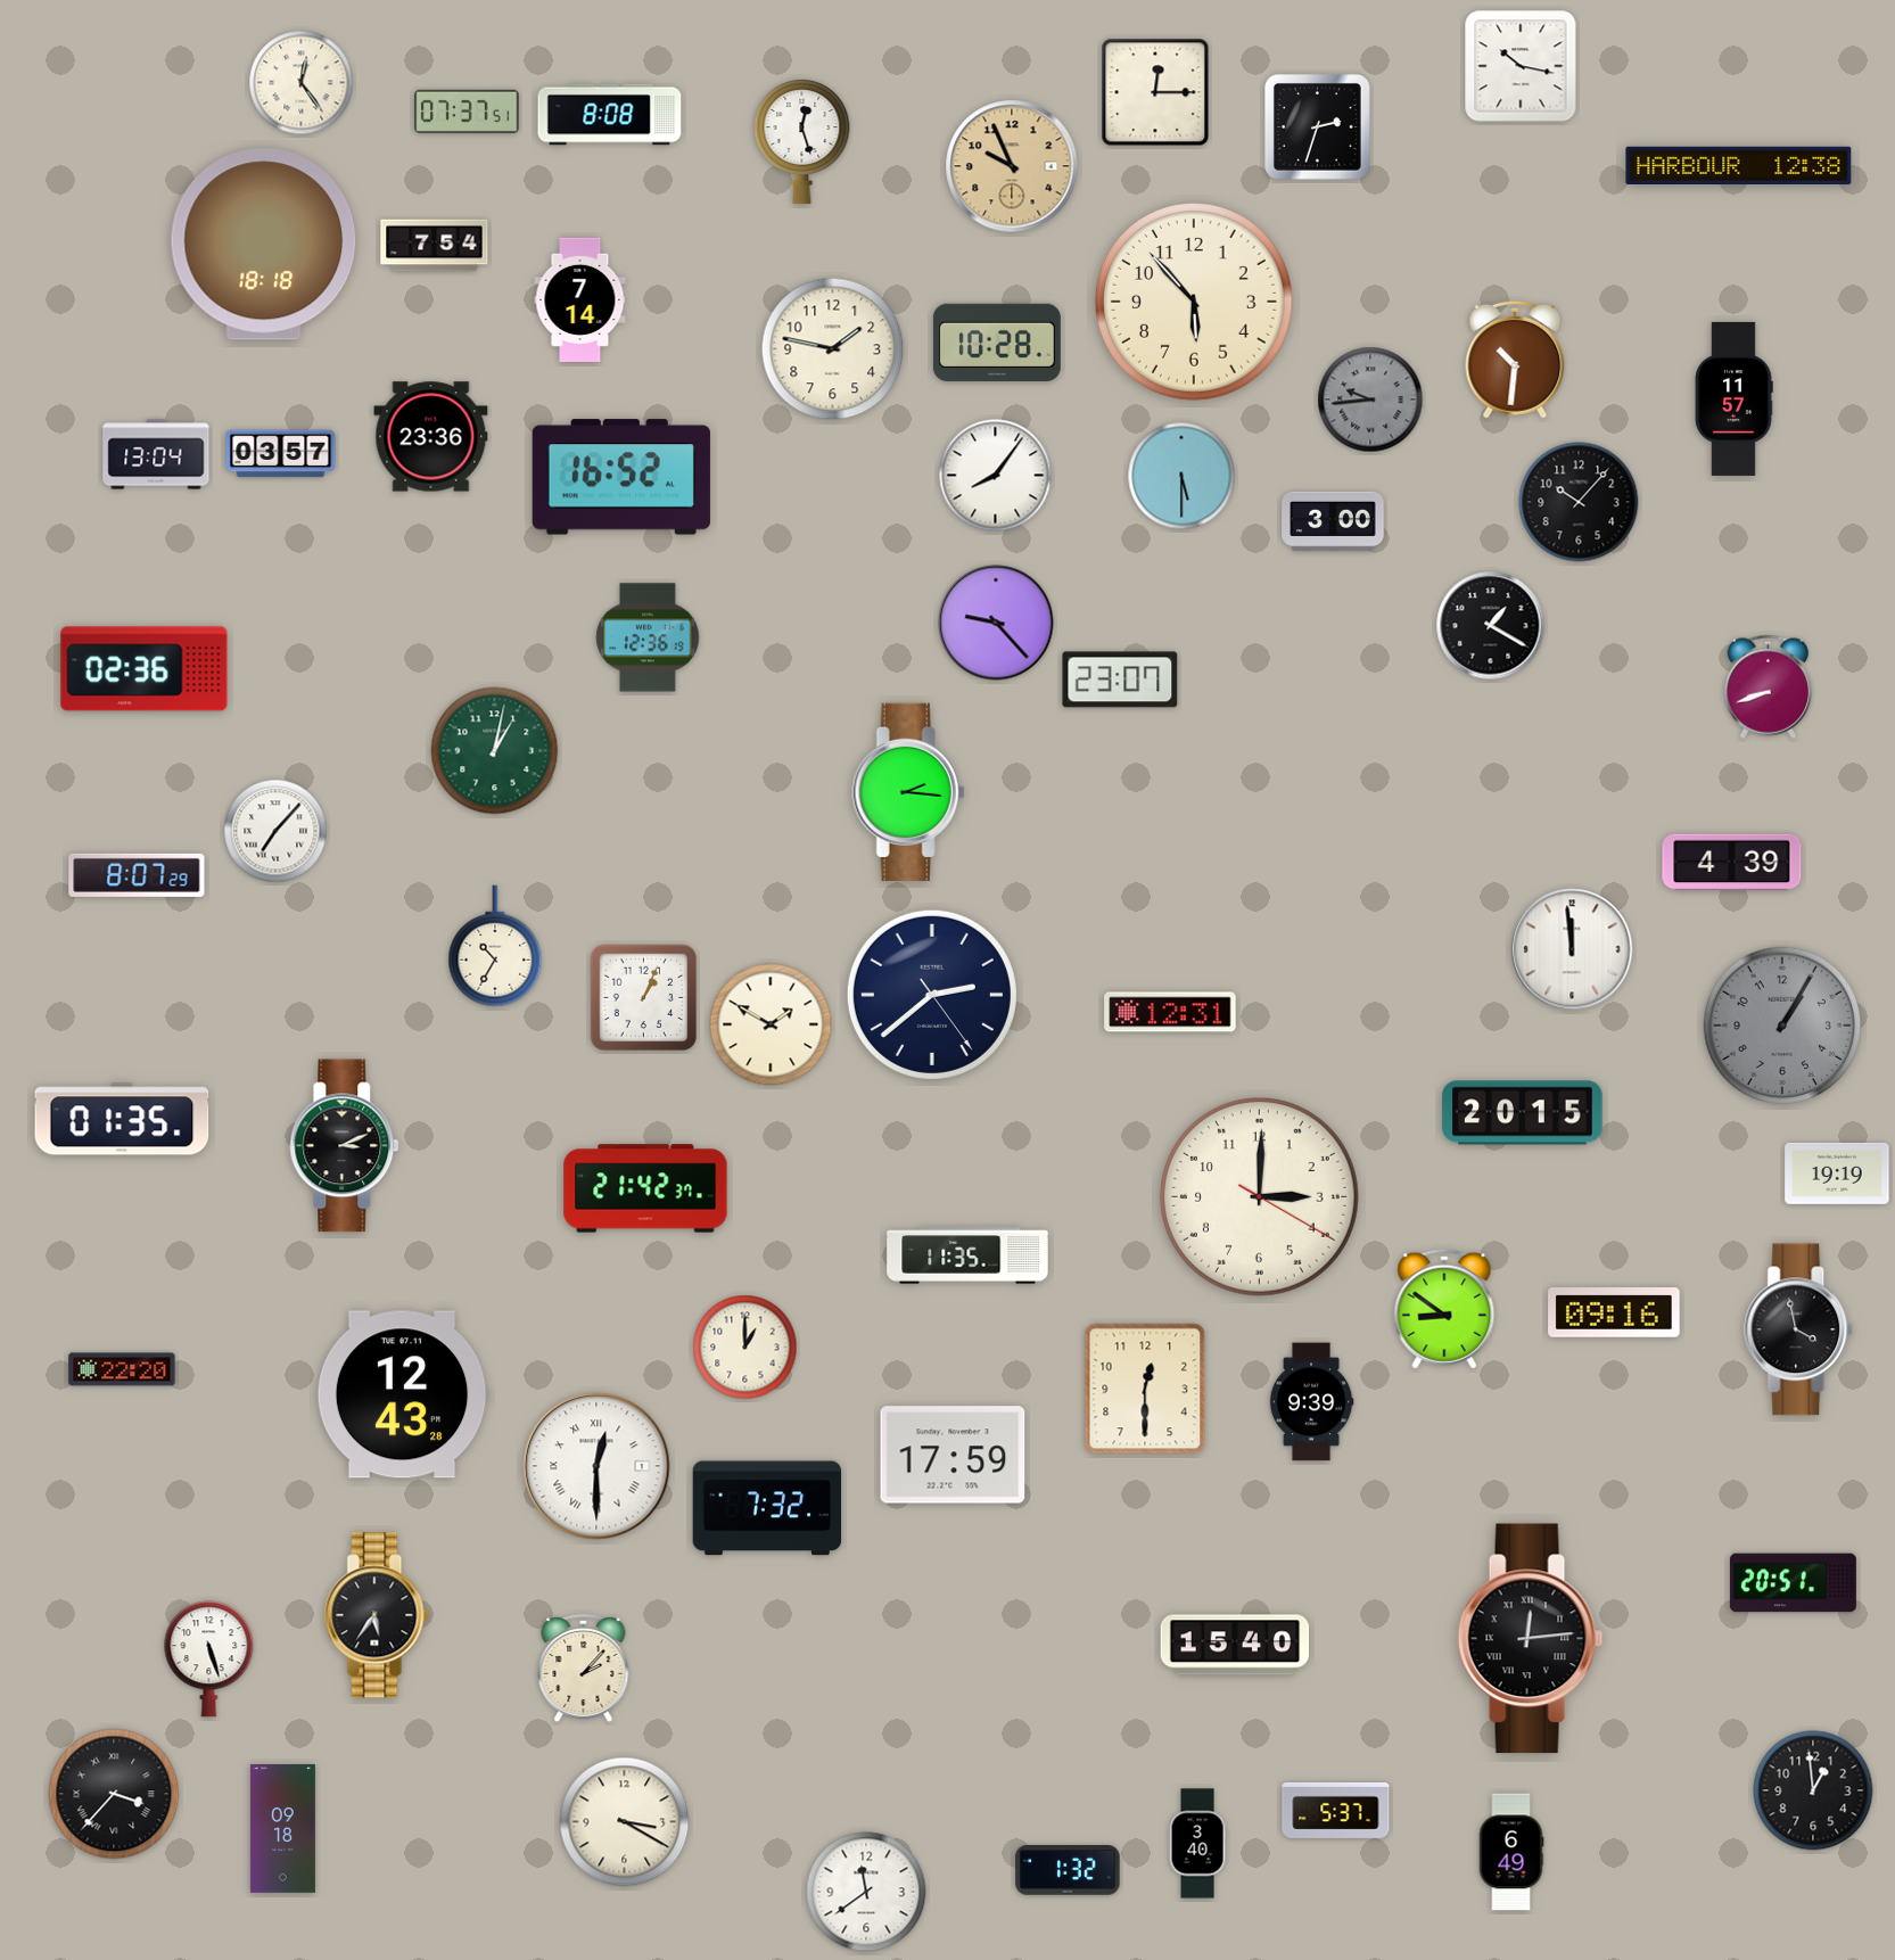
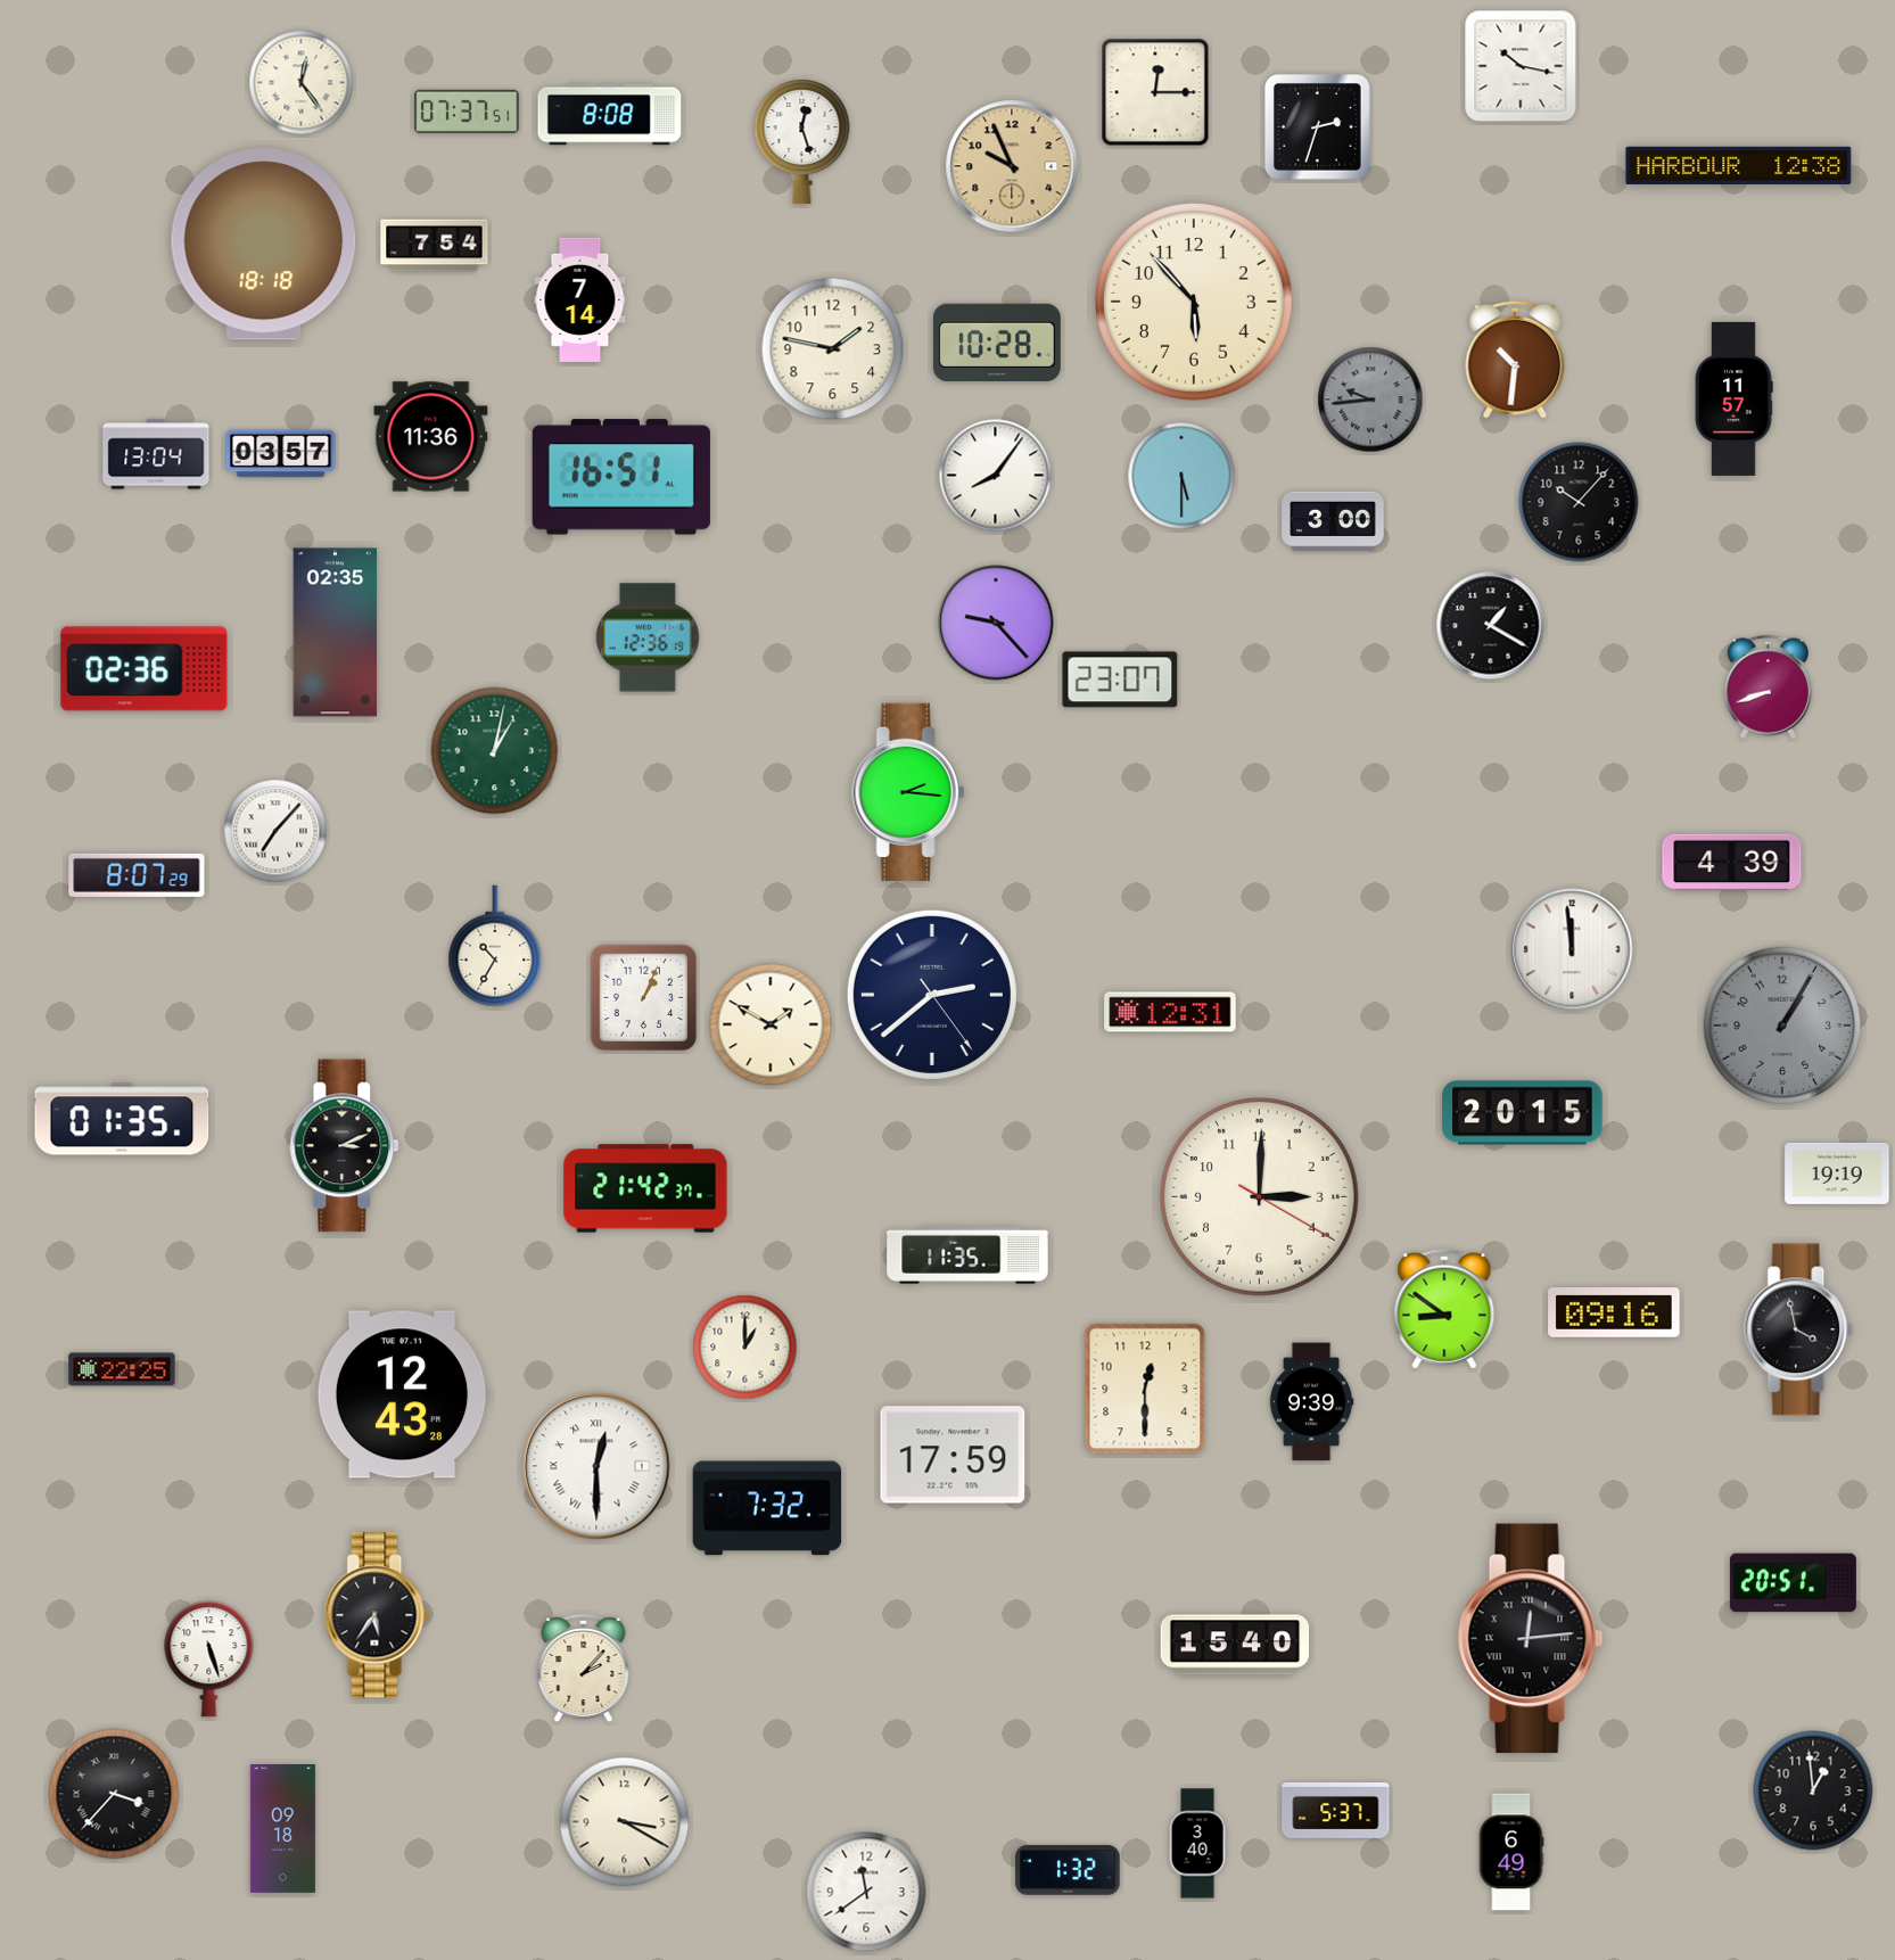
clock at (431, 437): 23:36 -> 11:36
clock at (621, 477): 16:52 -> 16:51
clock at (336, 633): none -> 02:35
clock at (122, 1369): 22:20 -> 22:25
